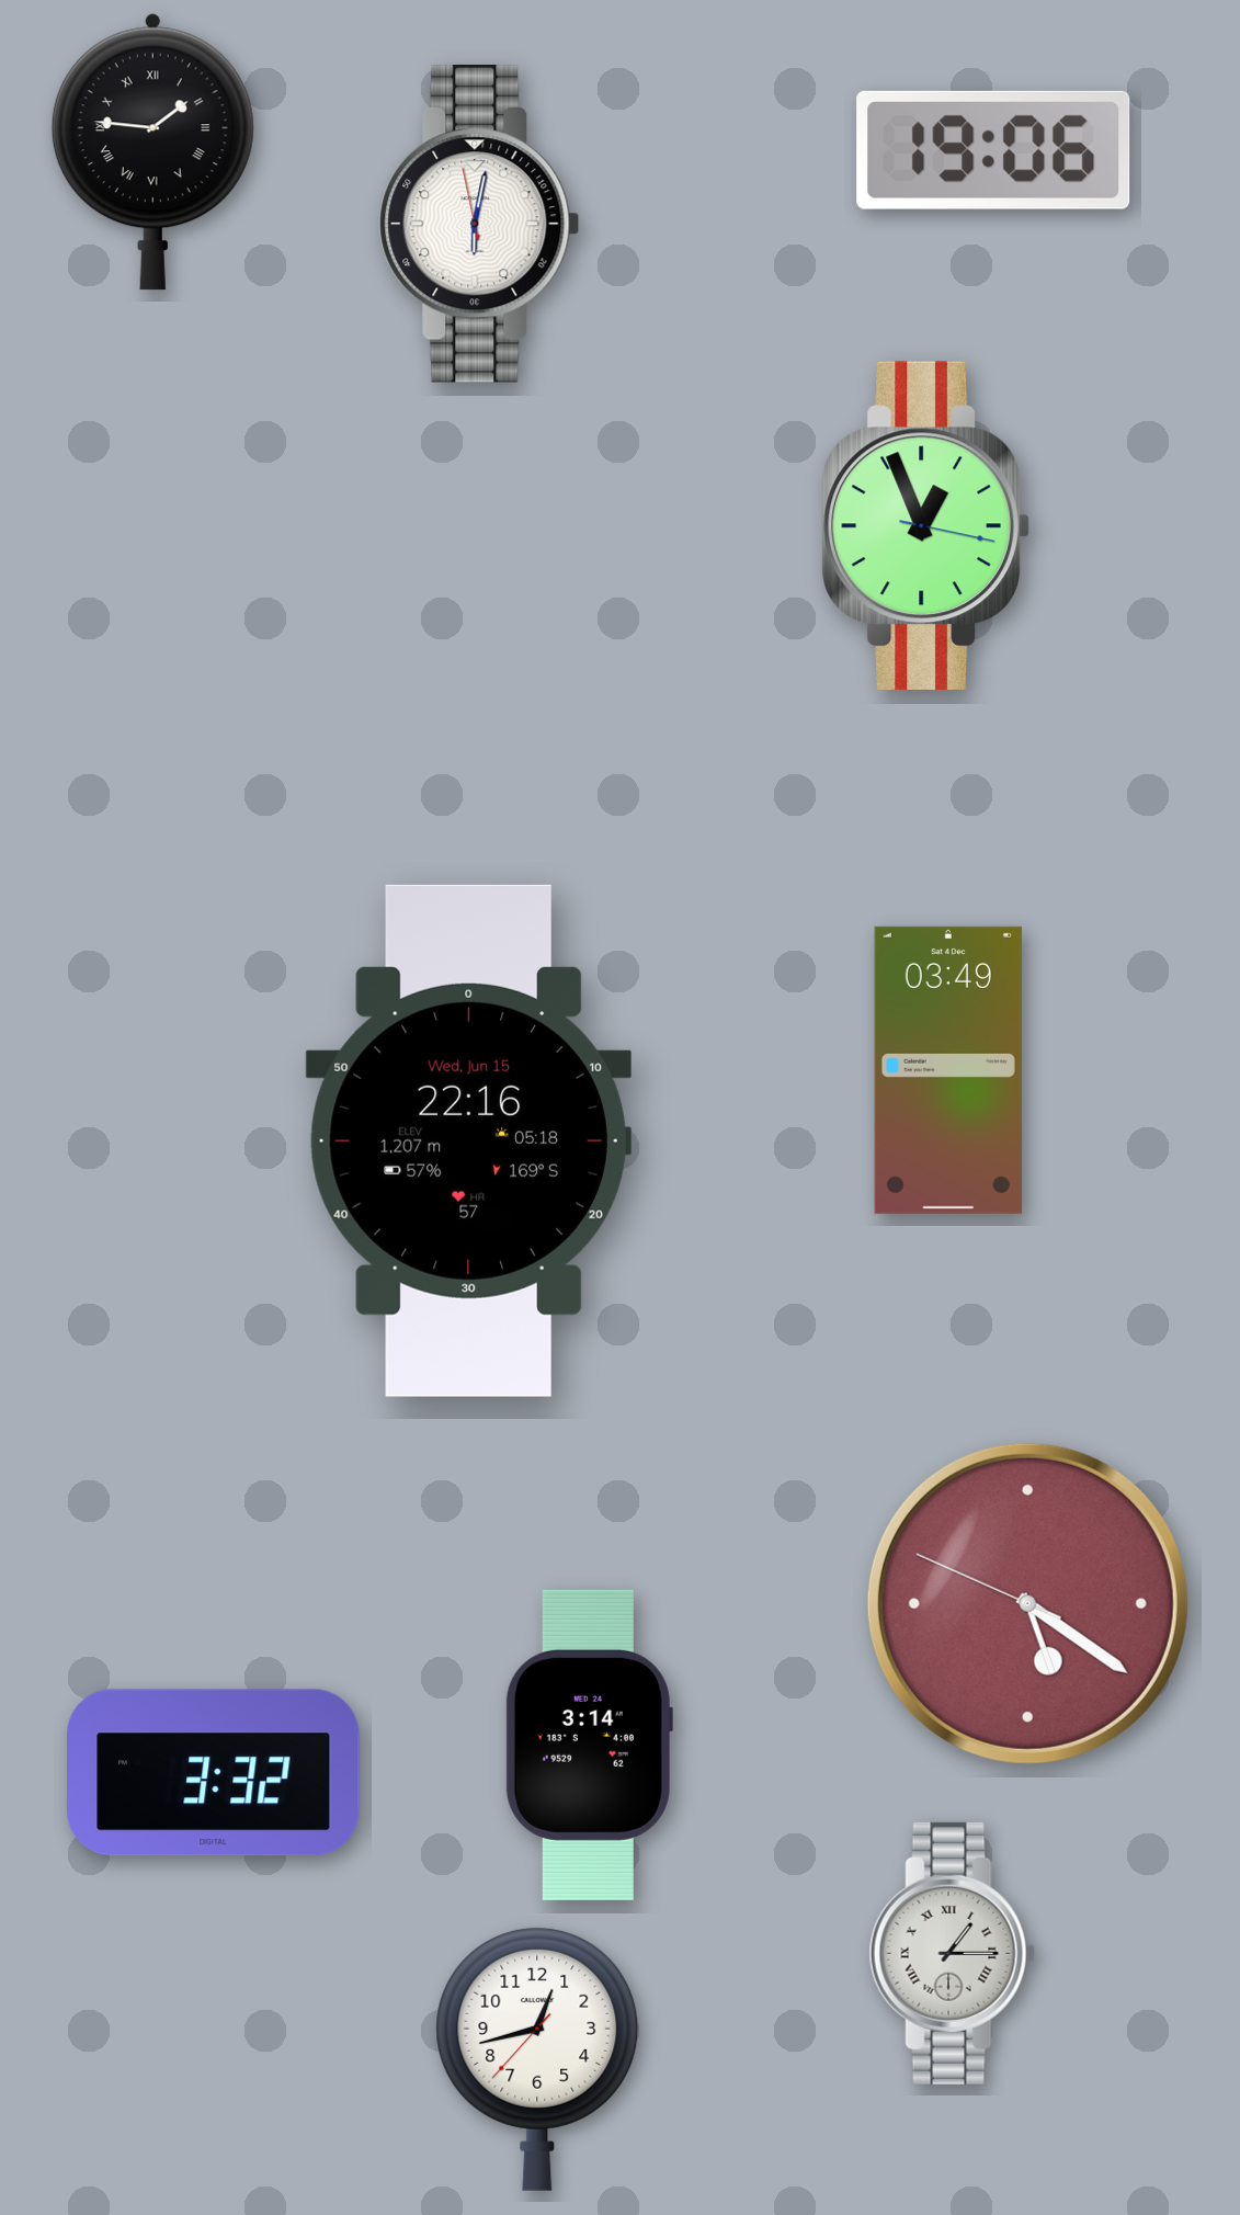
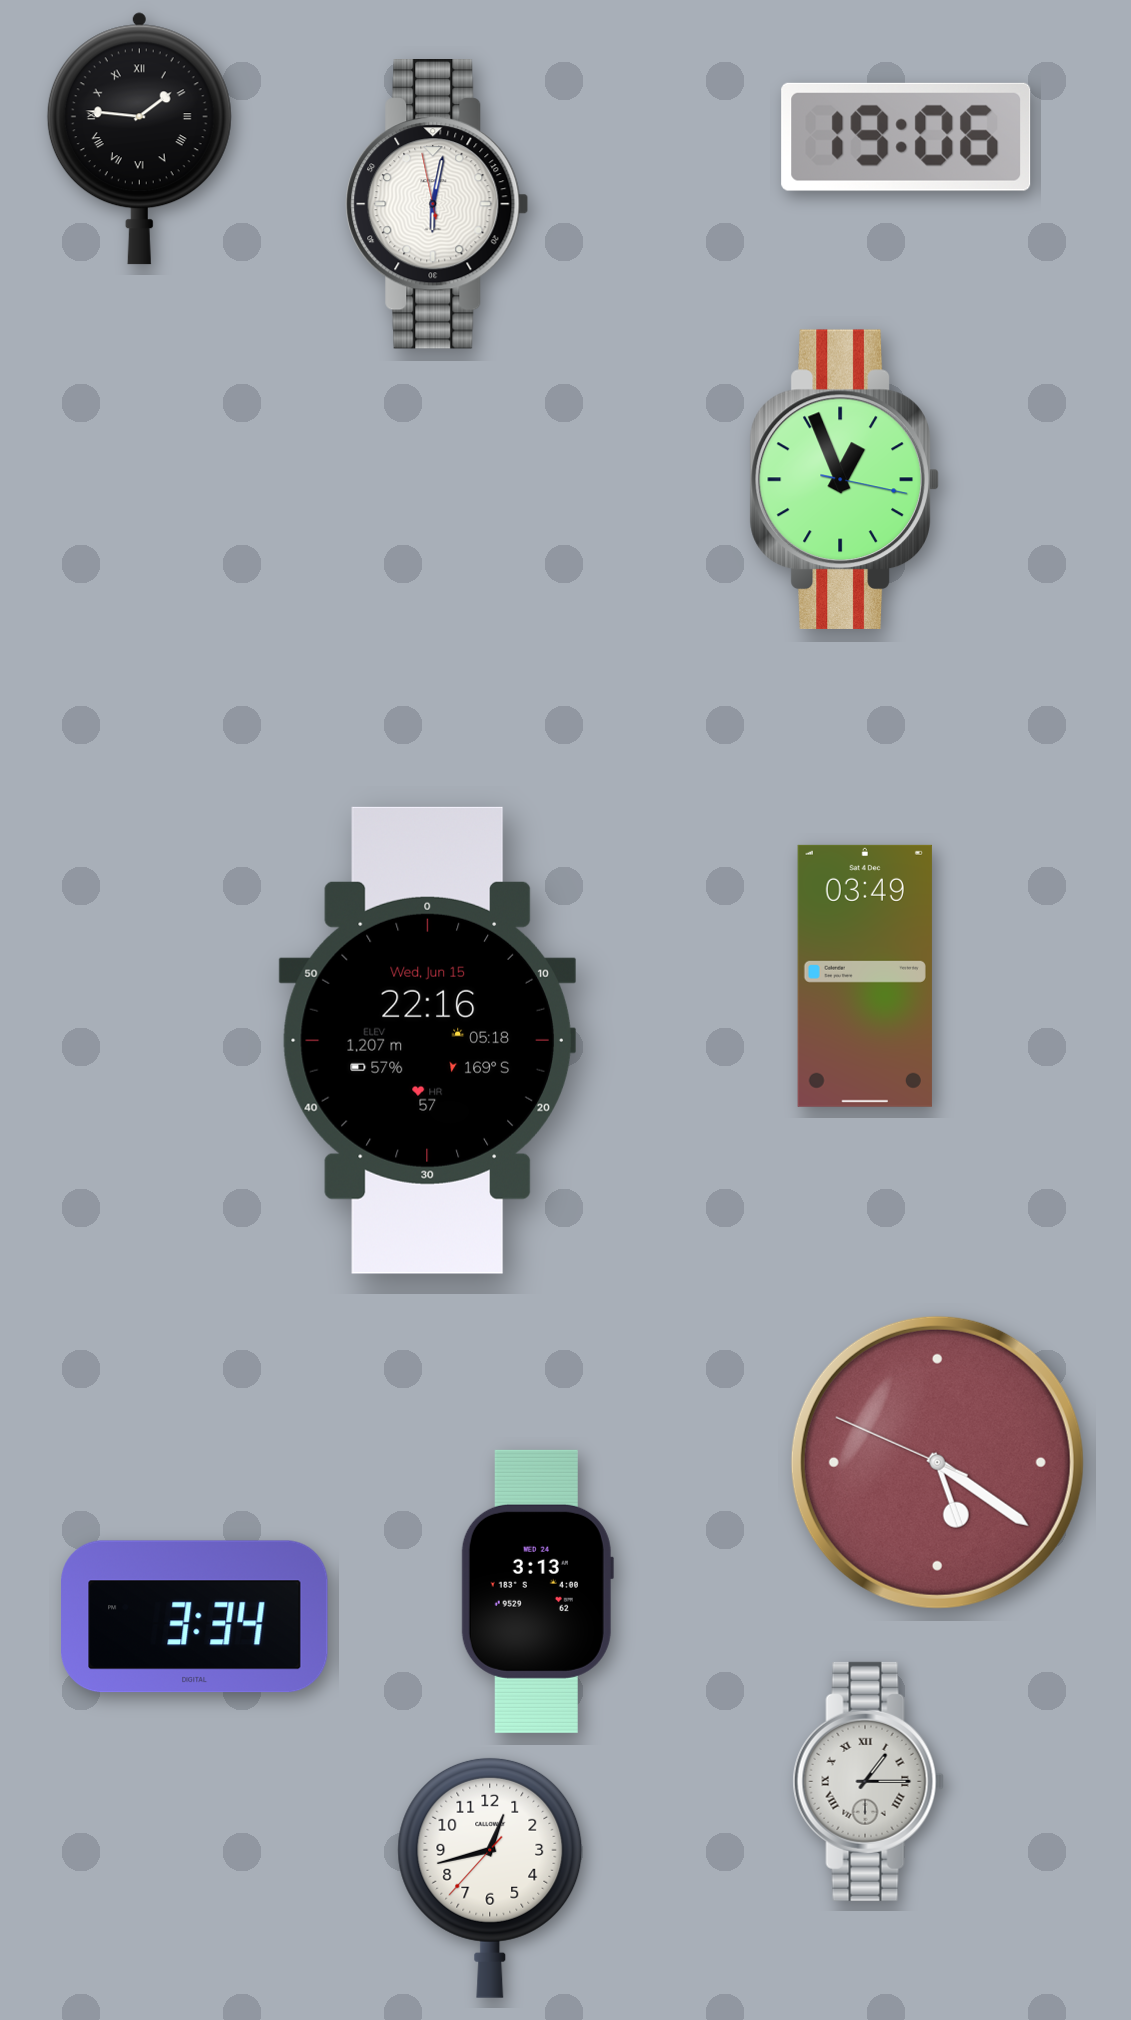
clock at (589, 1745): 3:14 -> 3:13
clock at (214, 1773): 3:32 -> 3:34
